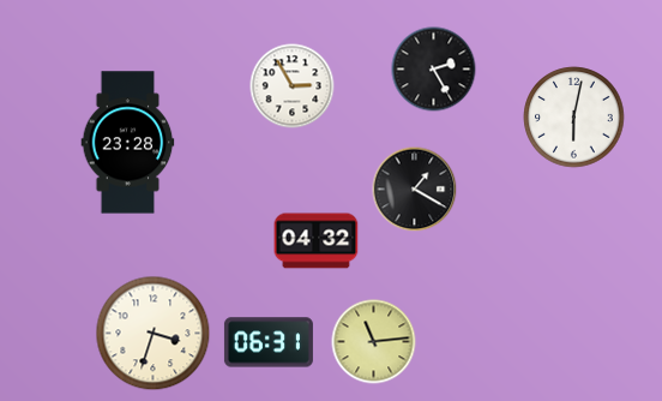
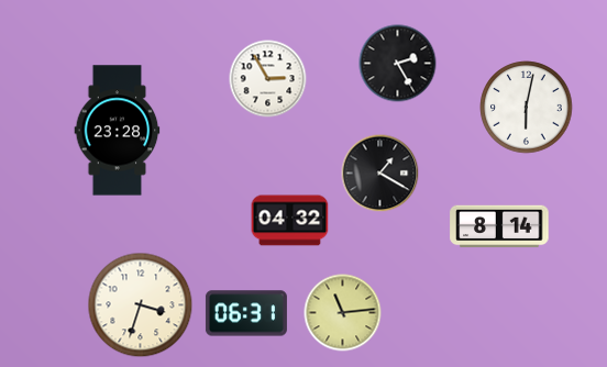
clock at (499, 226): none -> 8:14
